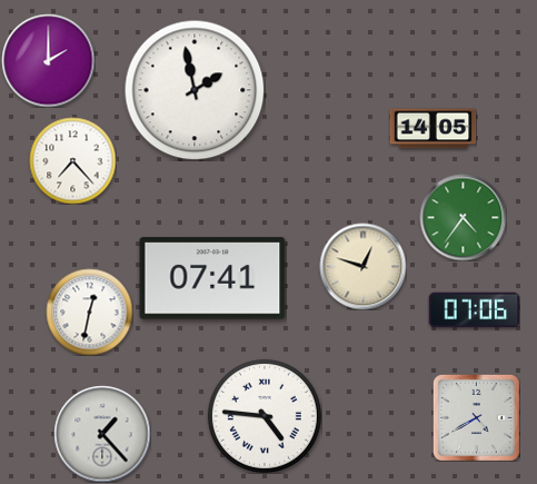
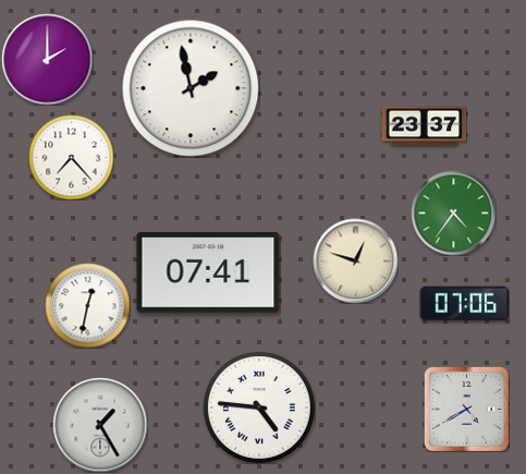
clock at (432, 129): 14:05 -> 23:37
clock at (102, 434): 1:23 -> 1:25
